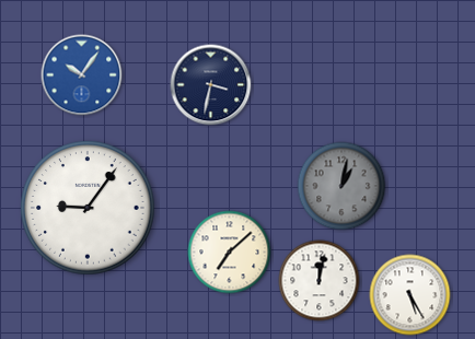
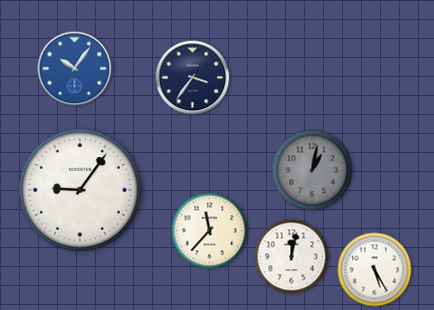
clock at (211, 85): 3:32 -> 3:36
clock at (230, 253): 7:08 -> 11:37
